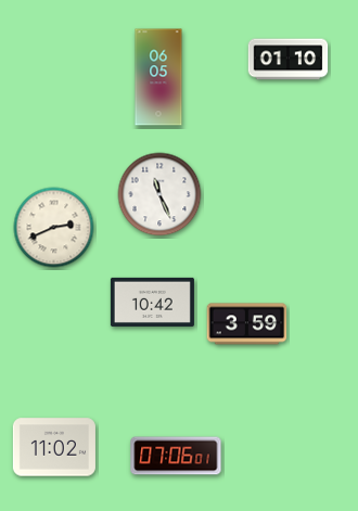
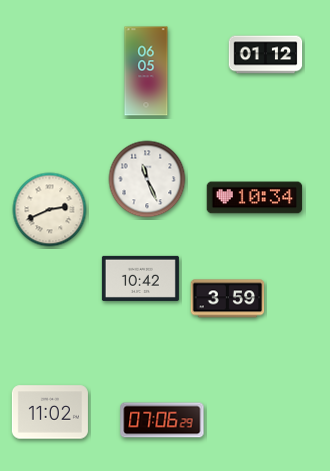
clock at (289, 60): 01:10 -> 01:12
clock at (255, 198): none -> 10:34
clock at (176, 456): 07:06:01 -> 07:06:29
